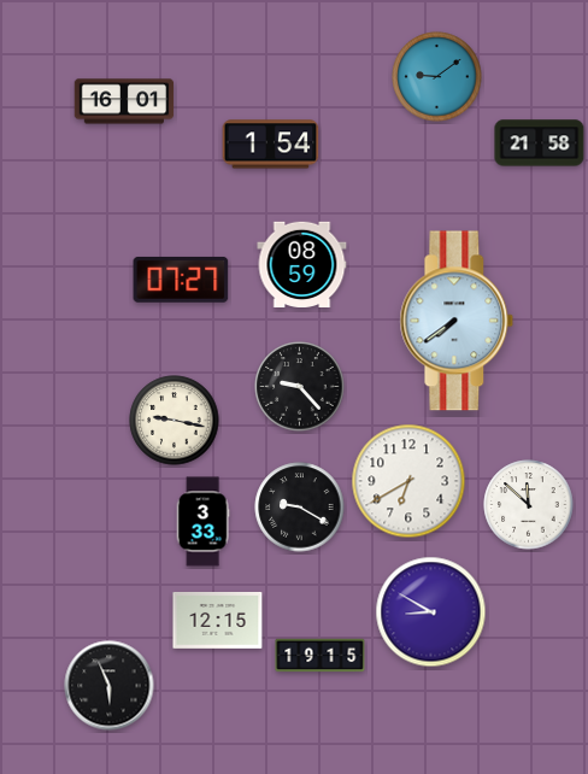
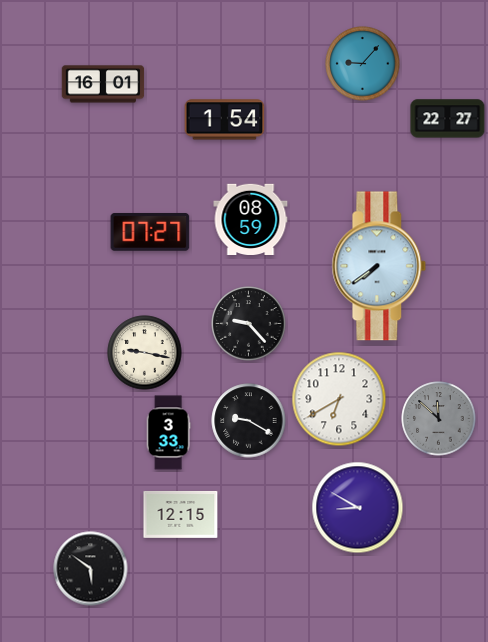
clock at (437, 77): 9:09 -> 9:07
clock at (540, 143): 21:58 -> 22:27
clock at (300, 387) position: (300, 387) -> (249, 324)
clock at (175, 421) position: (175, 421) -> (145, 353)
clock at (529, 505) dial: white -> grey
clock at (321, 656): 19:15 -> none
clock at (110, 686): 5:56 -> 5:51
